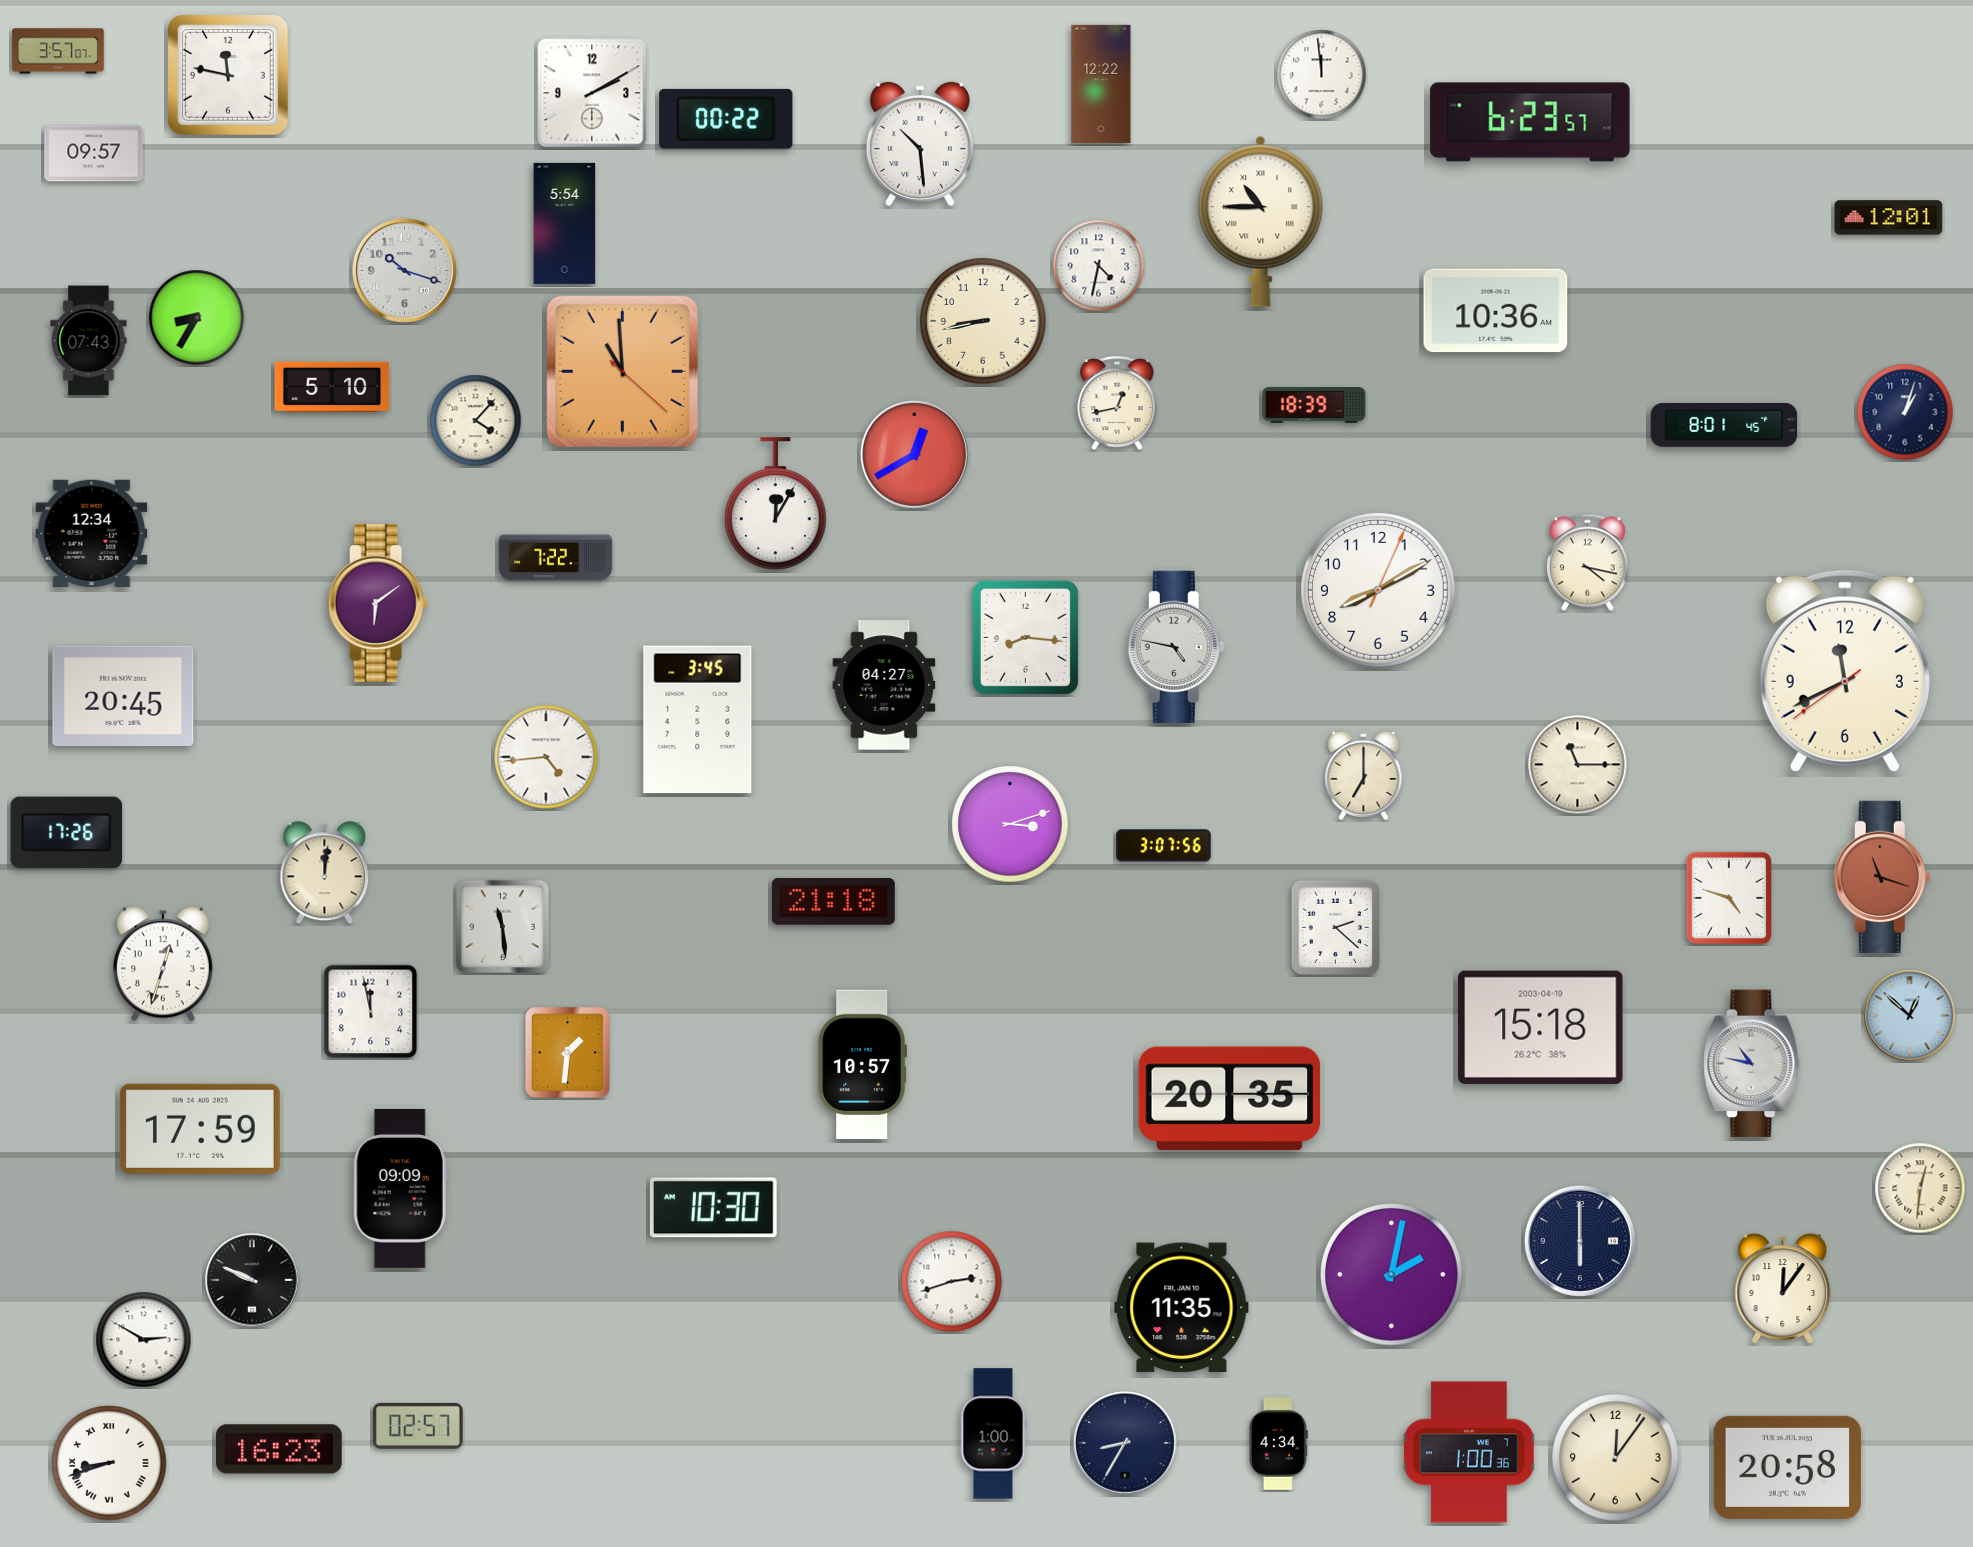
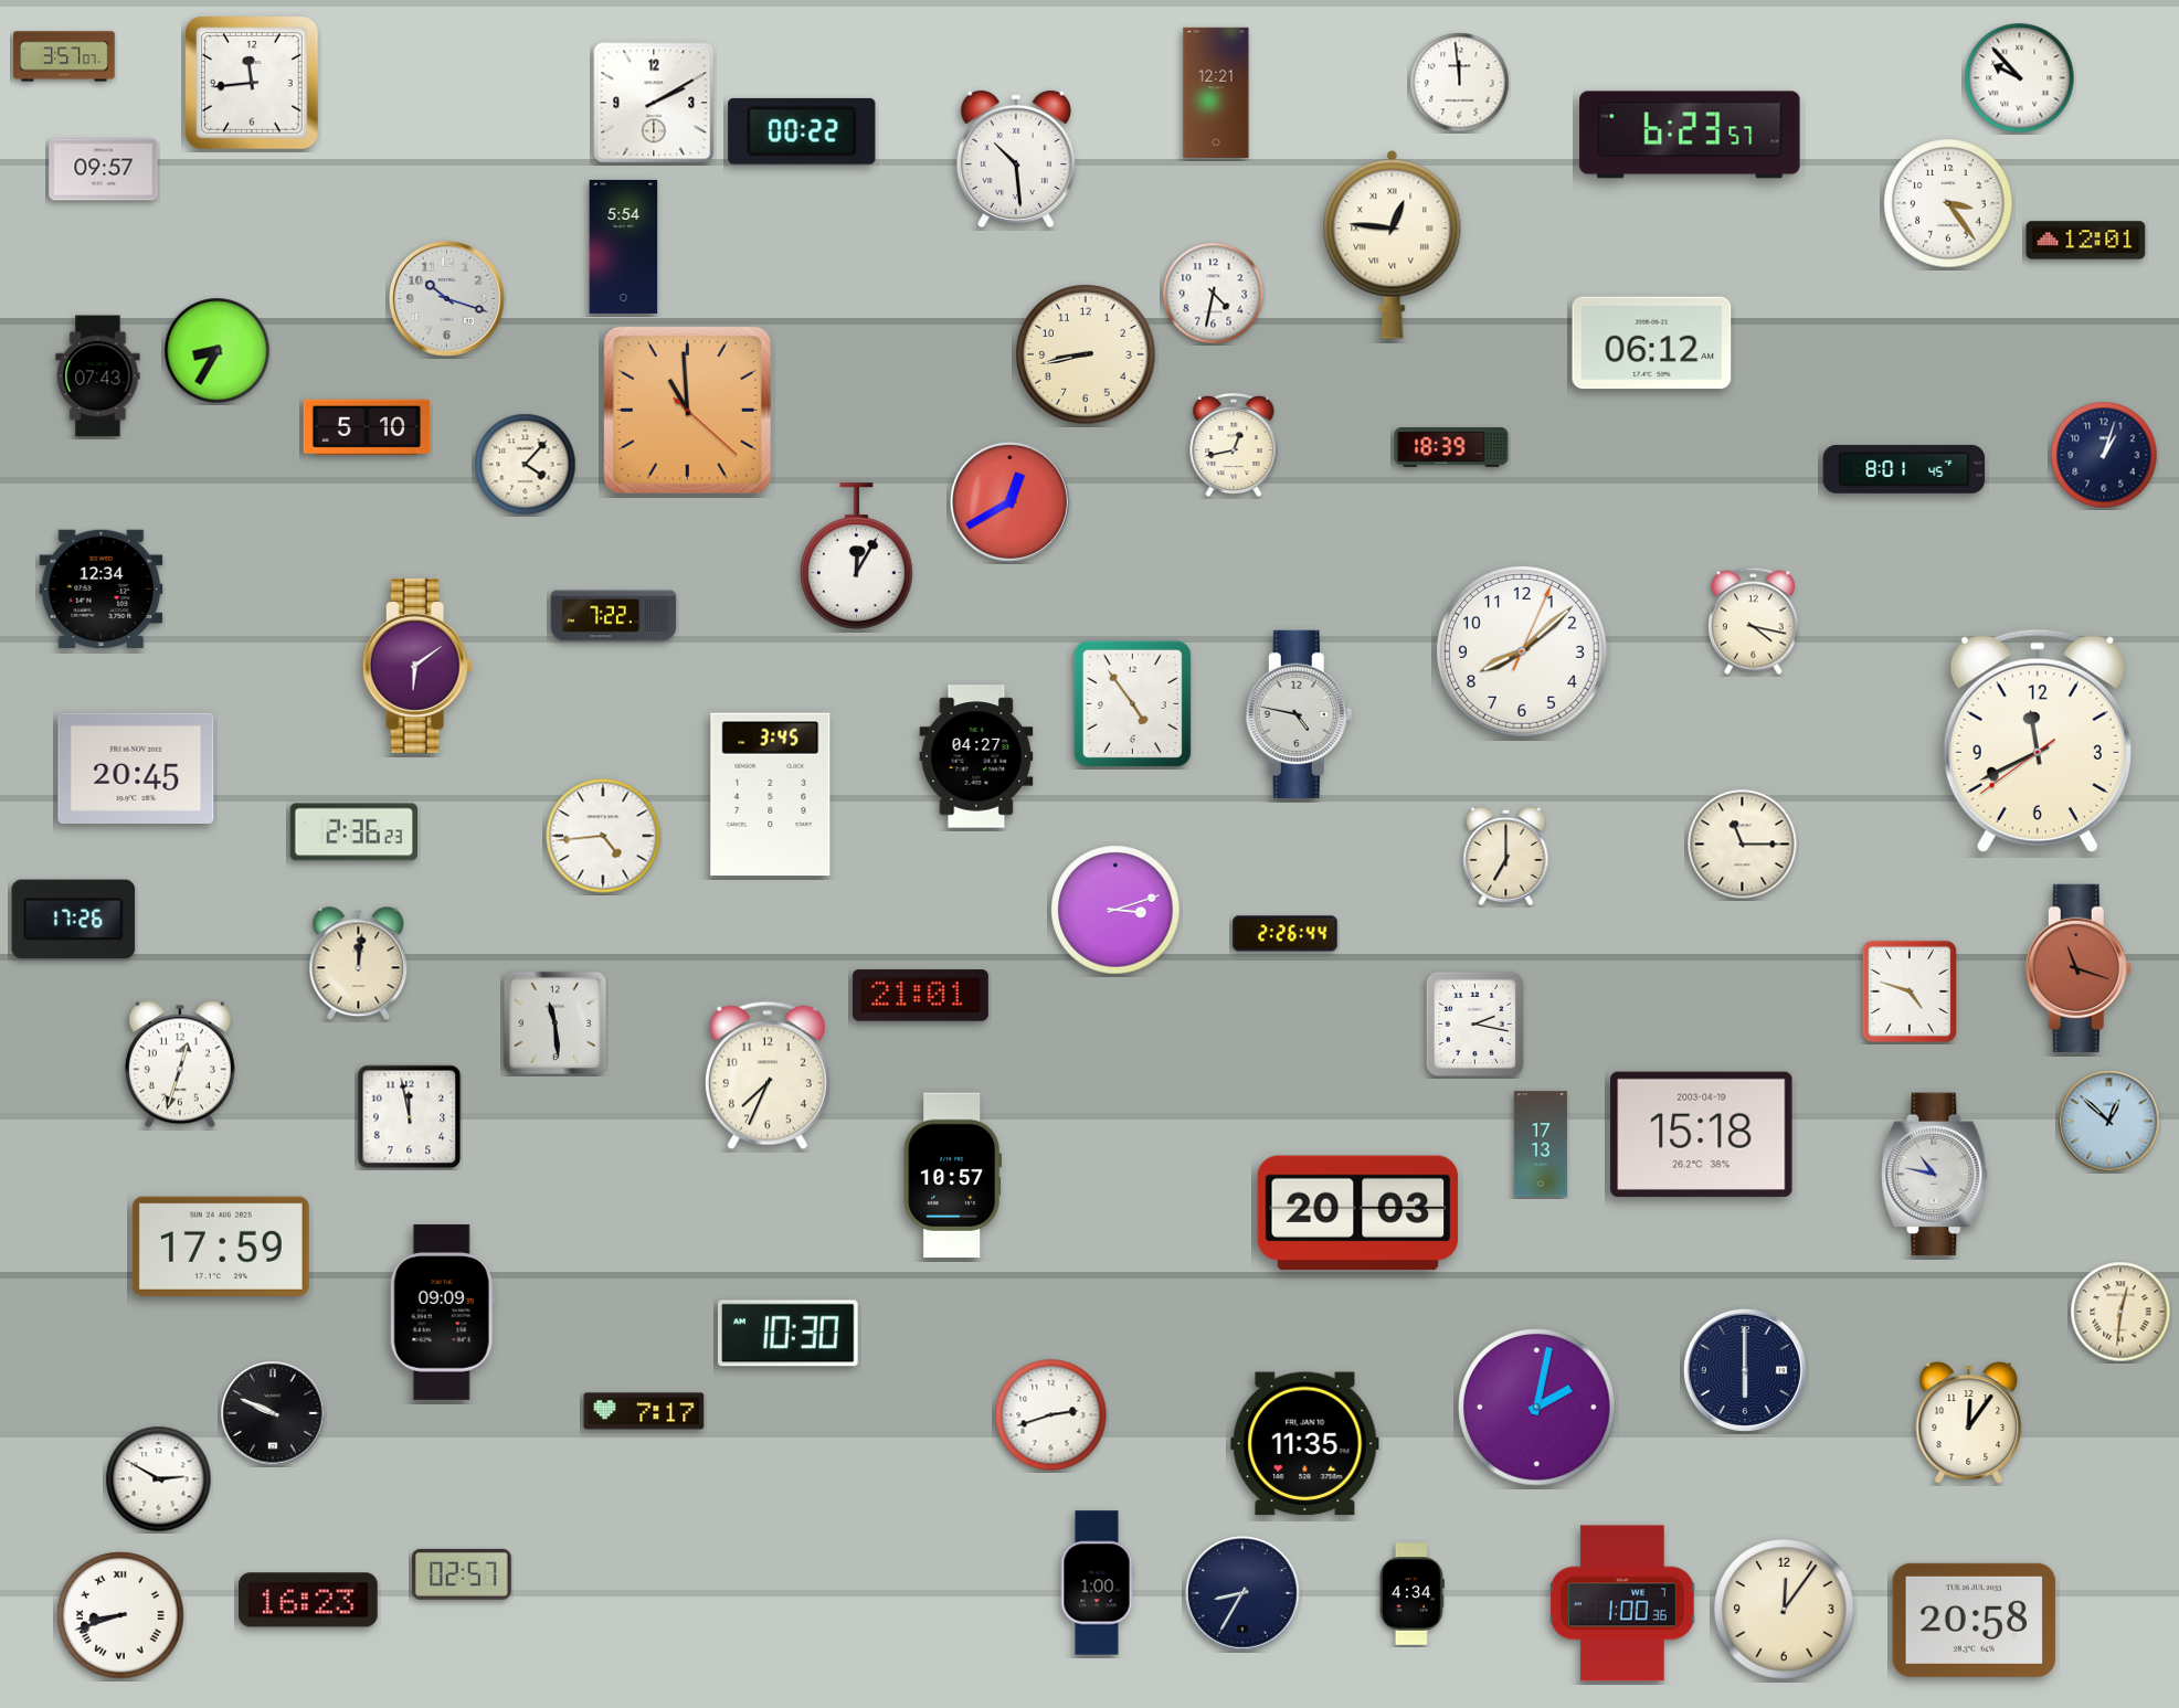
clock at (2020, 78): none -> 9:53
clock at (229, 76): 11:47 -> 11:44
clock at (1101, 83): 12:22 -> 12:21
clock at (1948, 203): none -> 3:24
clock at (1261, 222): 10:45 -> 12:46
clock at (1496, 311): 10:36 -> 06:12
clock at (1379, 591): 8:10 -> 8:08
clock at (1025, 637): 8:16 -> 4:54
clock at (355, 832): none -> 2:36
clock at (1164, 846): 3:07 -> 2:26
clock at (833, 902): 21:18 -> 21:01
clock at (1335, 927): 2:22 -> 2:17
clock at (768, 1075): none -> 7:34
clock at (1541, 1144): none -> 17:13
clock at (568, 1053): 1:31 -> none
clock at (1230, 1099): 20:35 -> 20:03
clock at (644, 1411): none -> 7:17
clock at (252, 1280) position: (252, 1280) -> (273, 1413)
